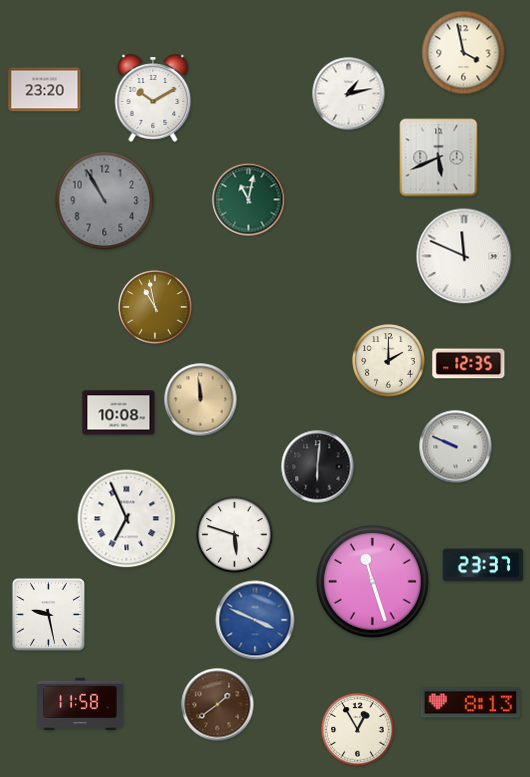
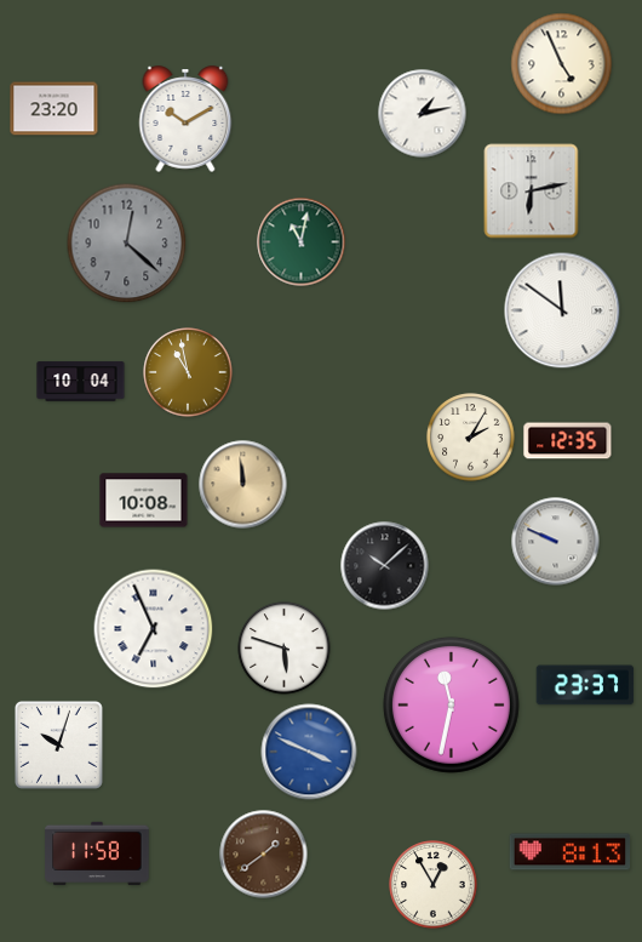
clock at (464, 53): 3:58 -> 4:56
clock at (439, 158): 5:41 -> 6:13
clock at (105, 201): 10:55 -> 12:22
clock at (464, 256): 11:49 -> 11:51
clock at (81, 382): none -> 10:04
clock at (389, 361): 2:00 -> 2:05
clock at (456, 447) position: (456, 447) -> (556, 542)
clock at (318, 467): 6:01 -> 10:08
clock at (372, 581): 11:27 -> 11:32
clock at (48, 614): 9:28 -> 10:03
